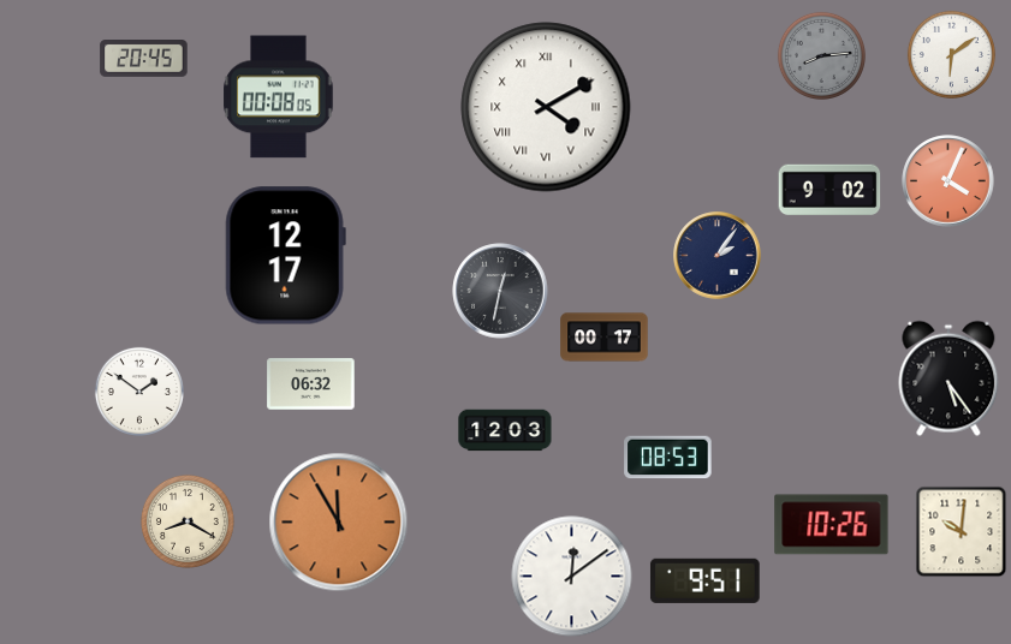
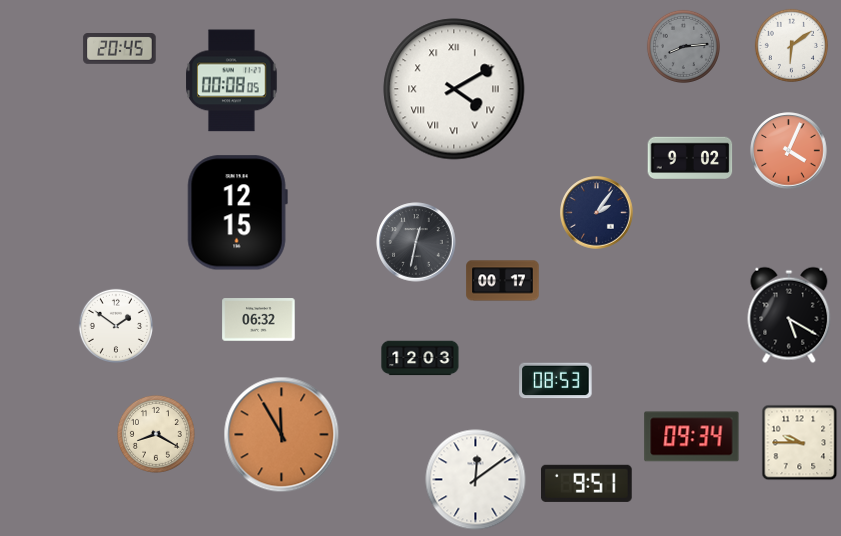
clock at (285, 256): 12:17 -> 12:15
clock at (948, 378): 5:24 -> 5:20
clock at (832, 525): 10:26 -> 09:34
clock at (962, 532): 10:01 -> 9:45
